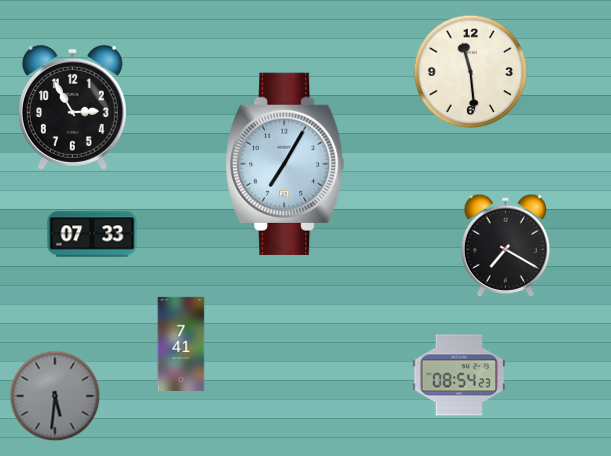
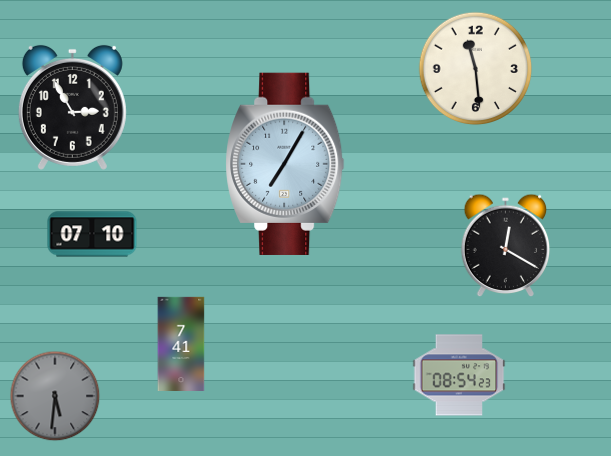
clock at (471, 72) position: (471, 72) -> (476, 69)
clock at (92, 234): 07:33 -> 07:10
clock at (506, 246): 7:20 -> 12:20
